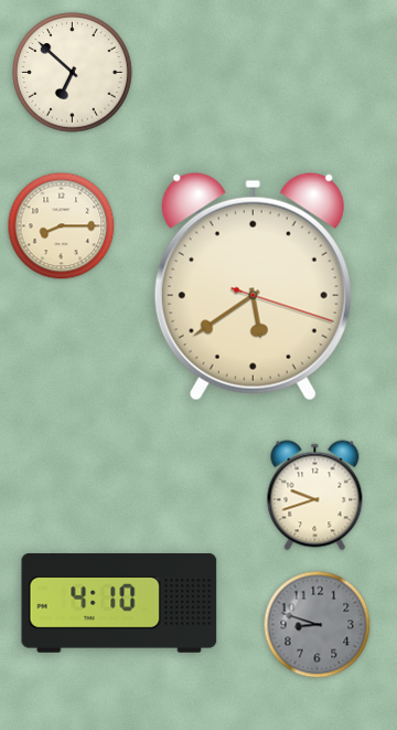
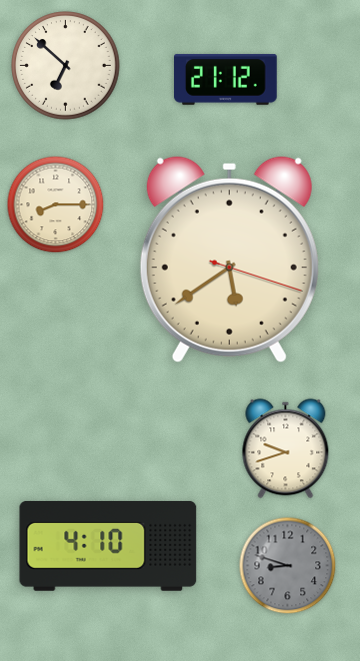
clock at (226, 79): none -> 21:12
